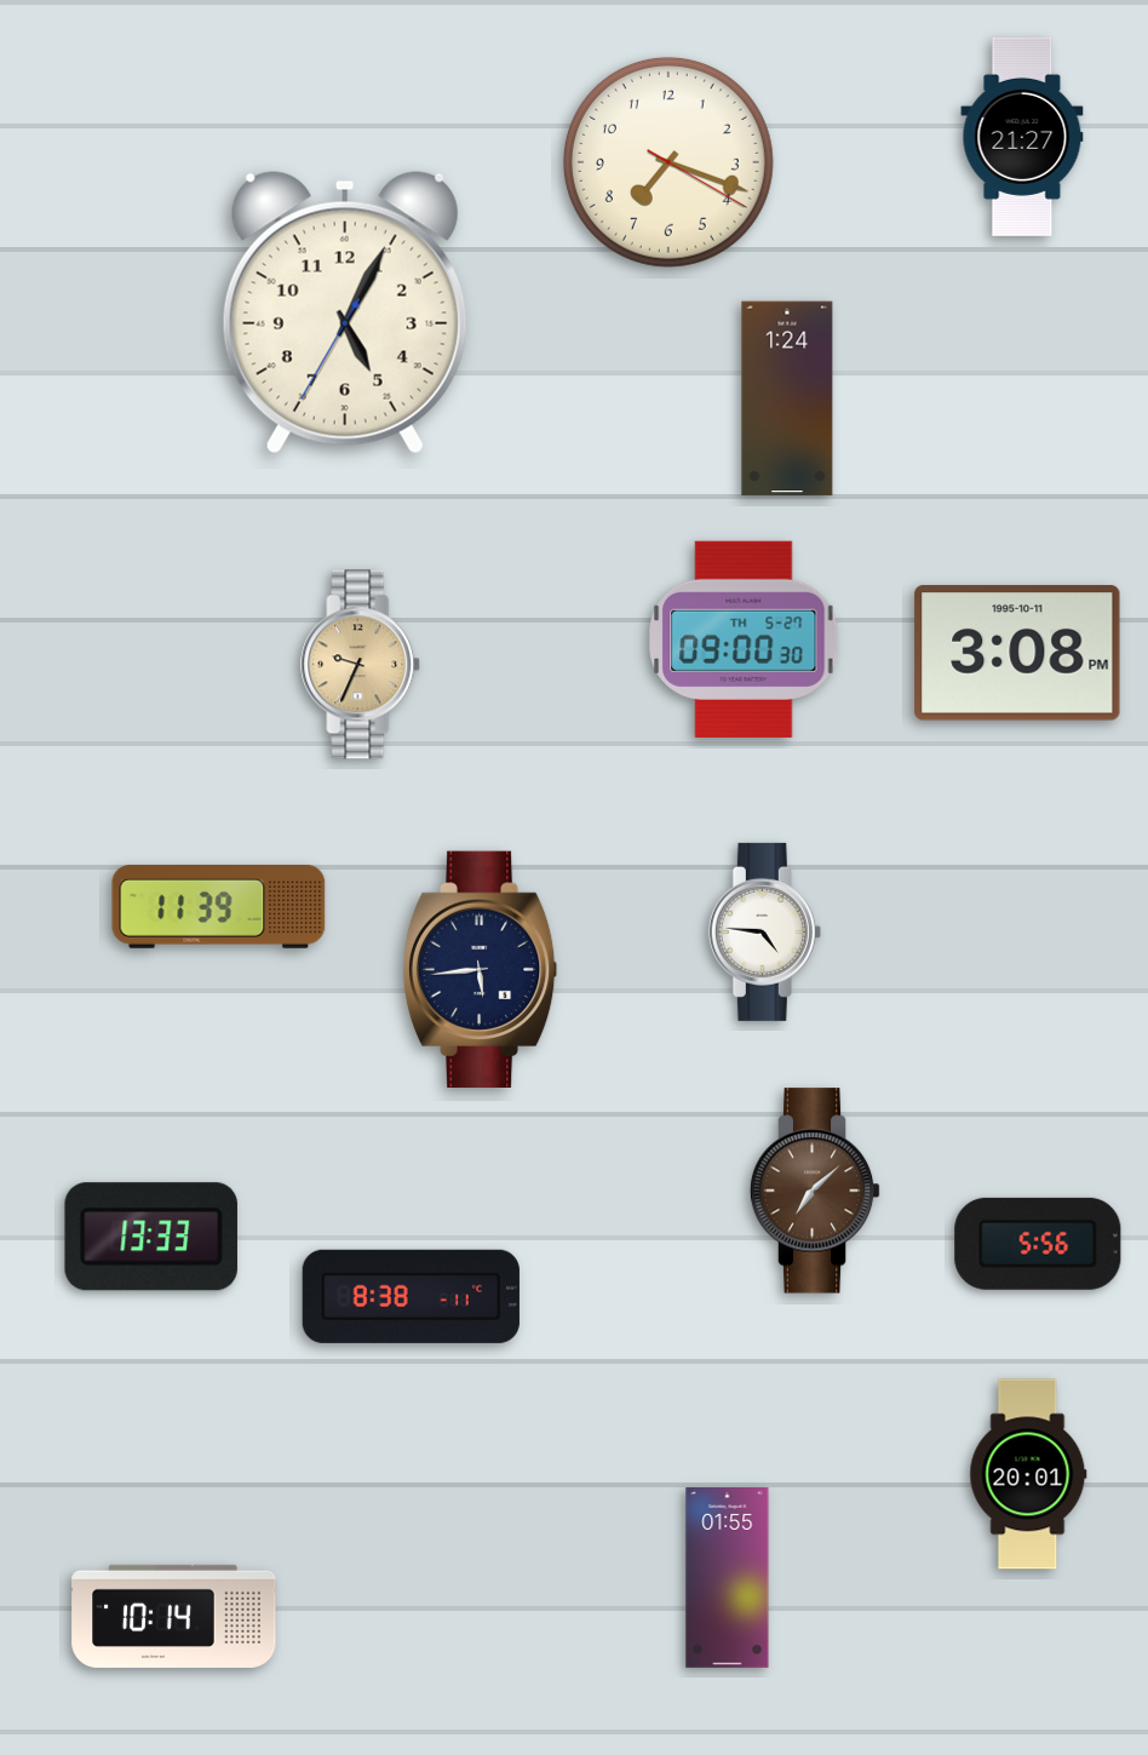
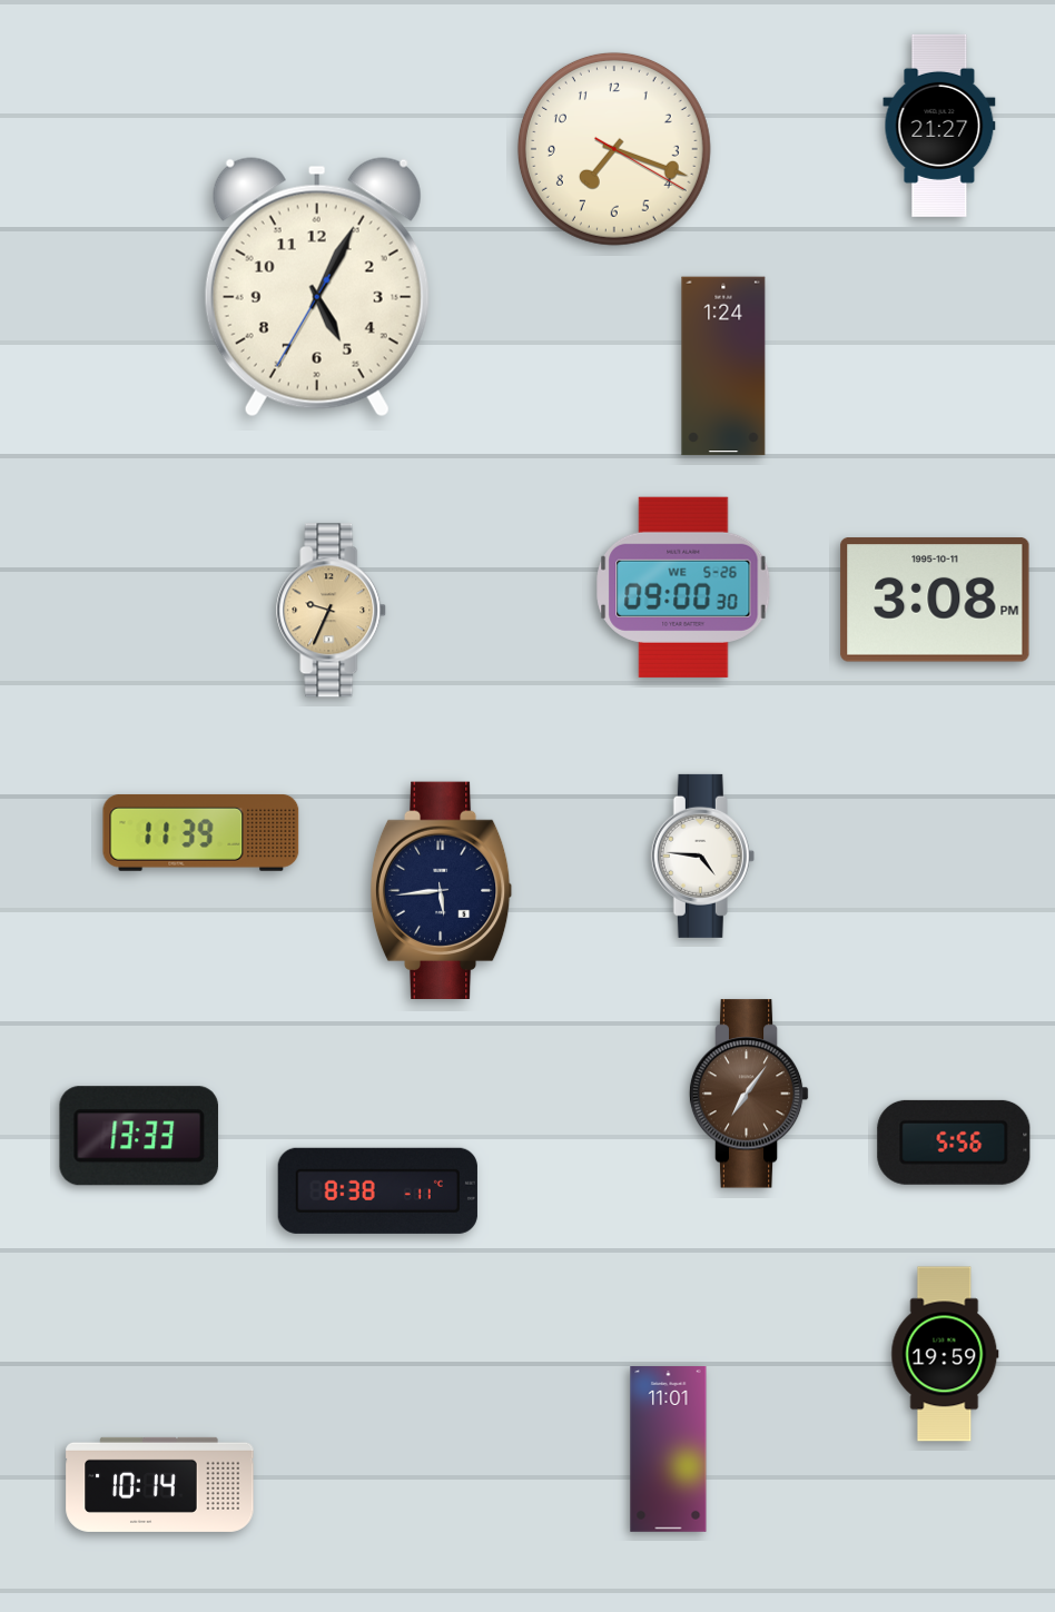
clock at (744, 640) date: TH 5-27 -> WE 5-26
clock at (815, 1191): 7:08 -> 7:06
clock at (1028, 1474): 20:01 -> 19:59
clock at (728, 1578): 01:55 -> 11:01
